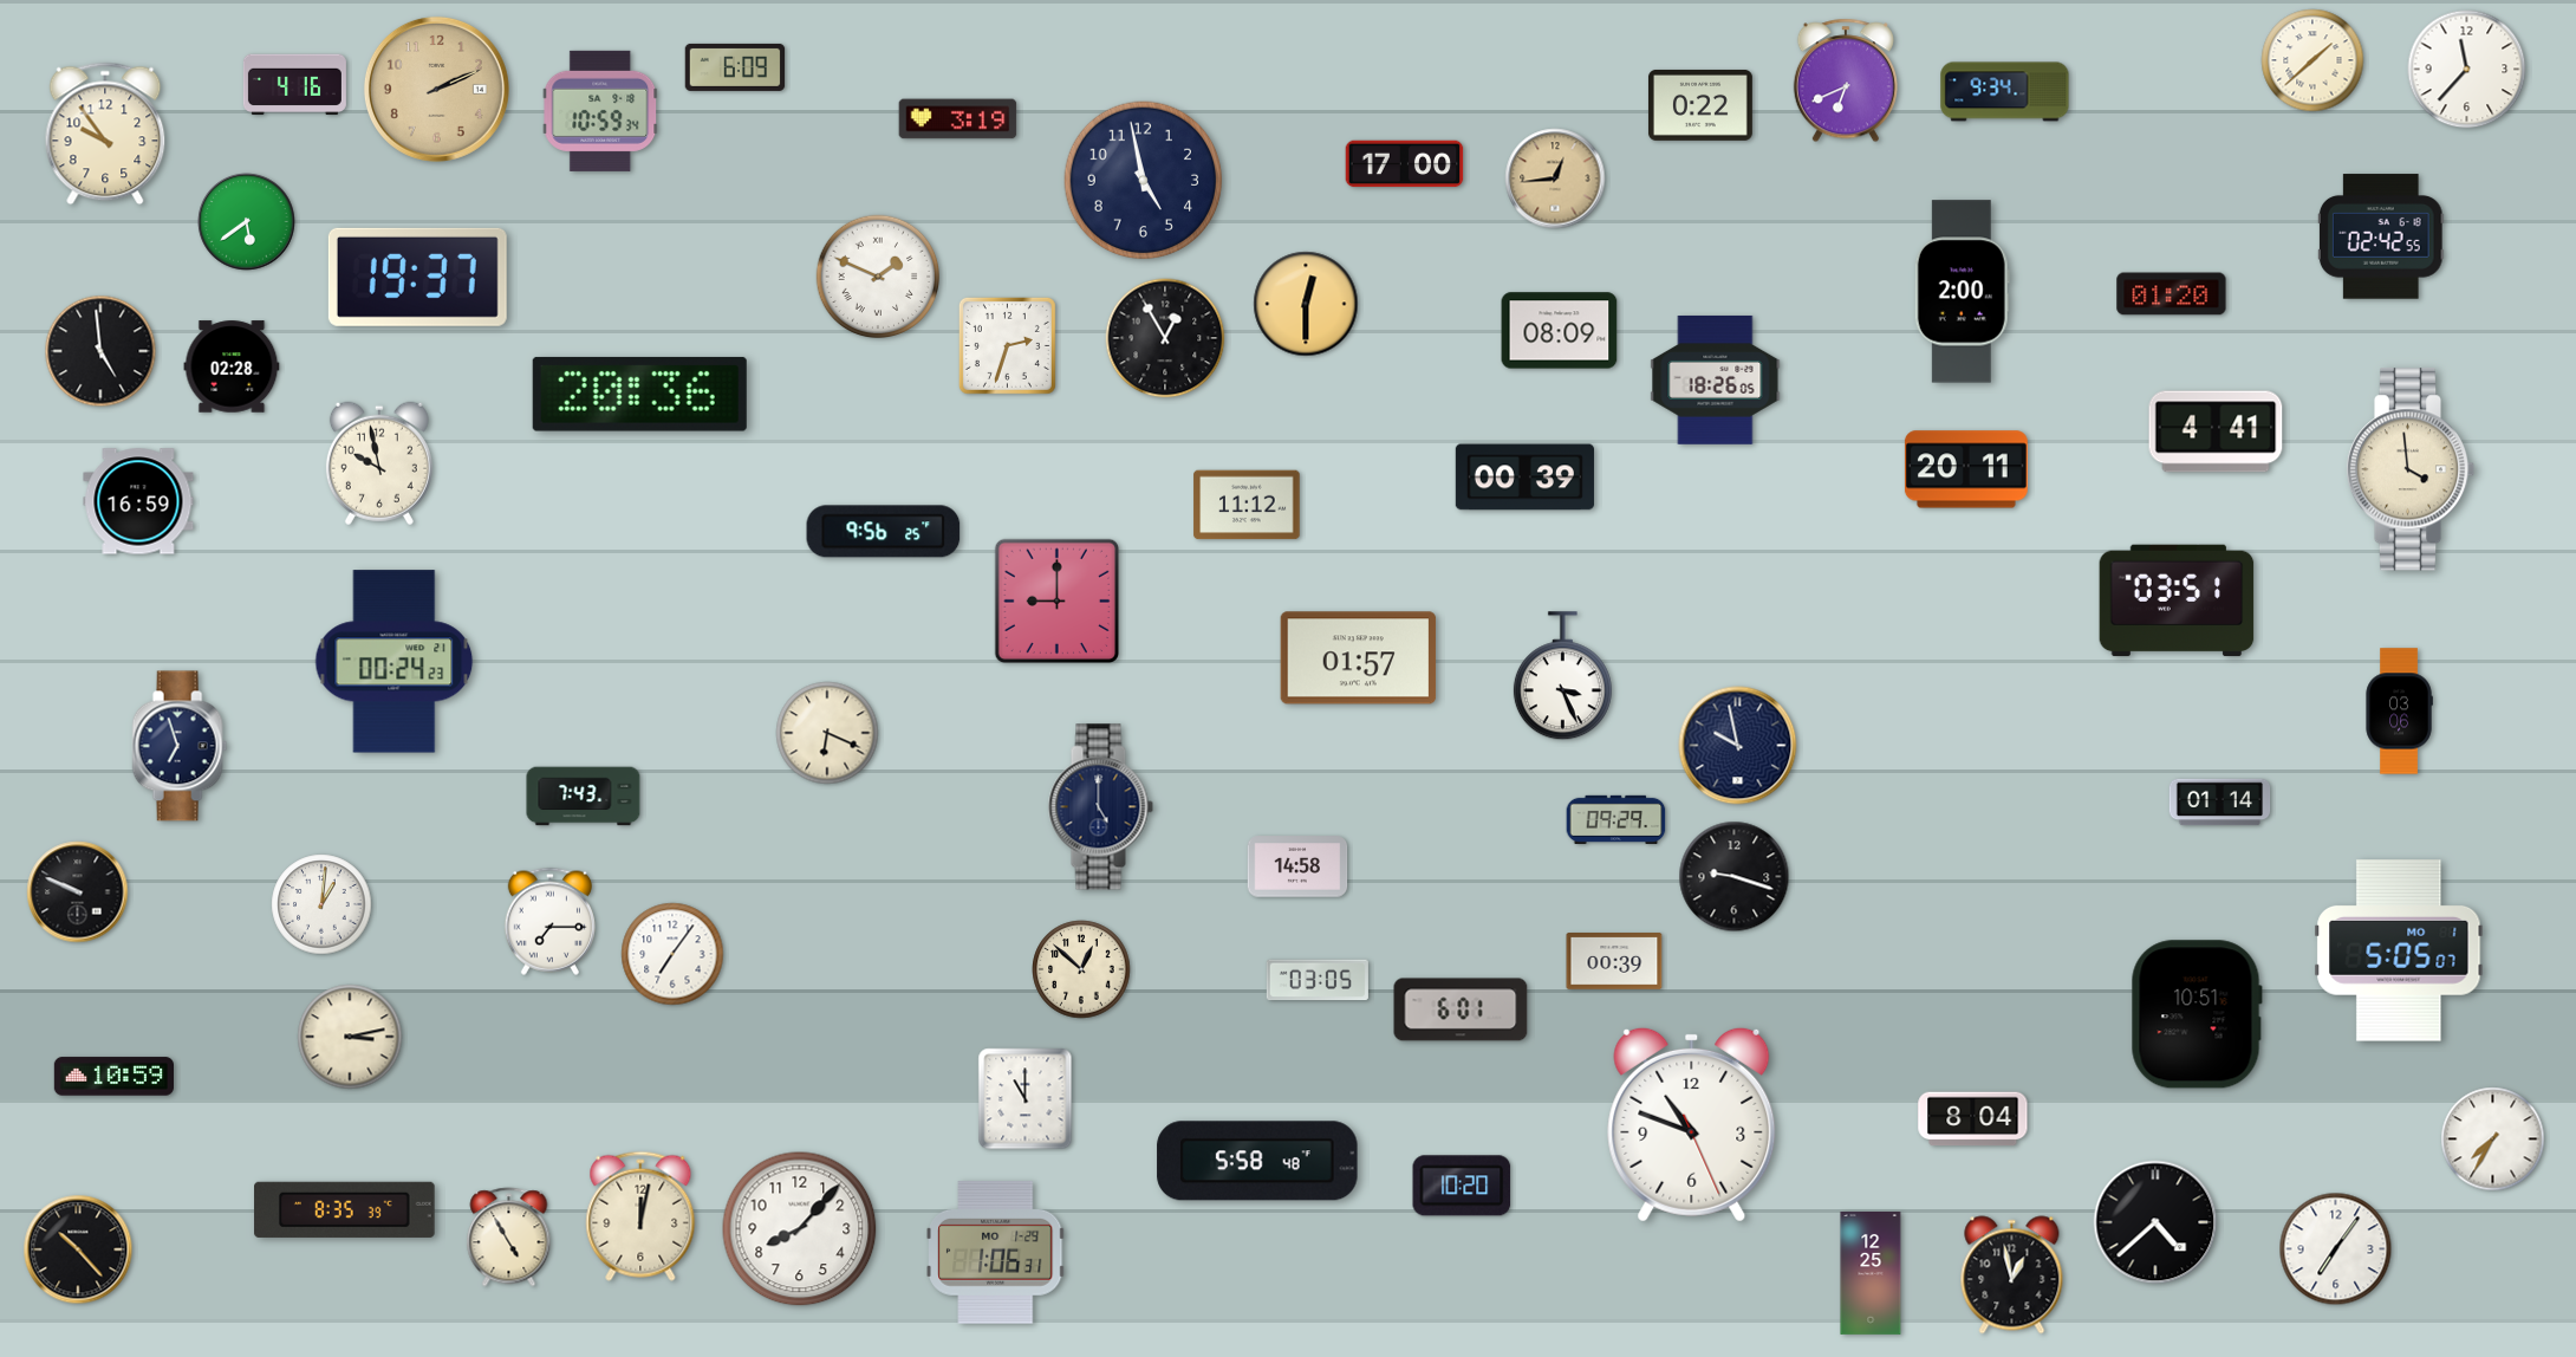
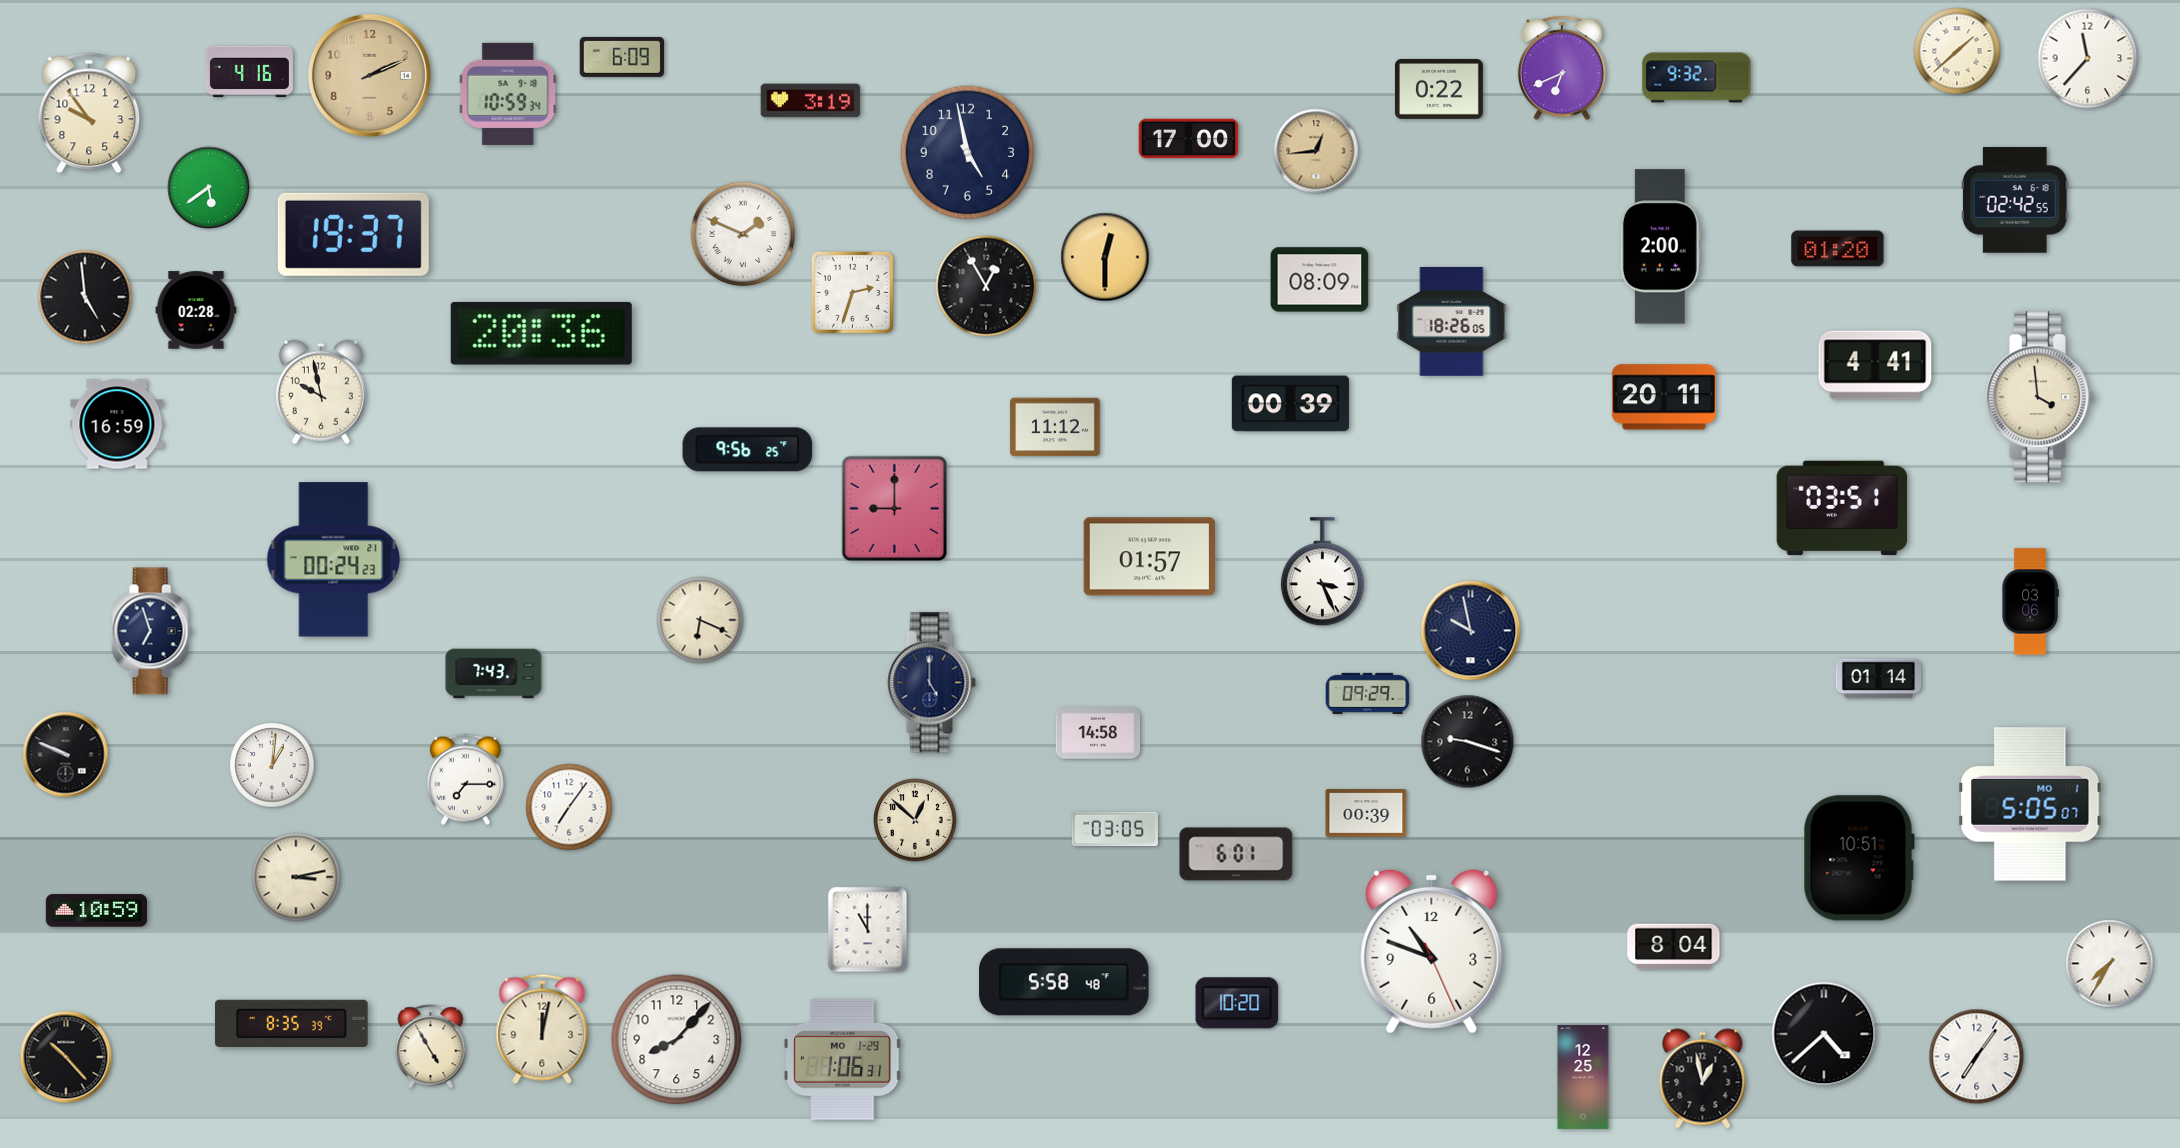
clock at (2005, 92): 9:34 -> 9:32
clock at (1973, 1119) position: (1973, 1119) -> (1674, 947)
